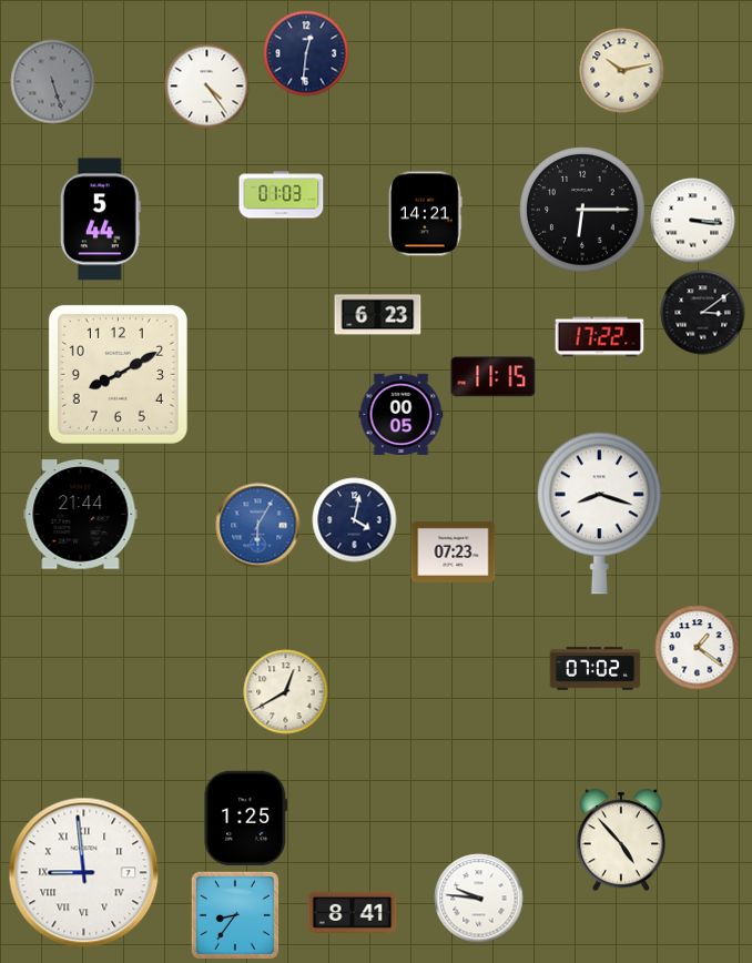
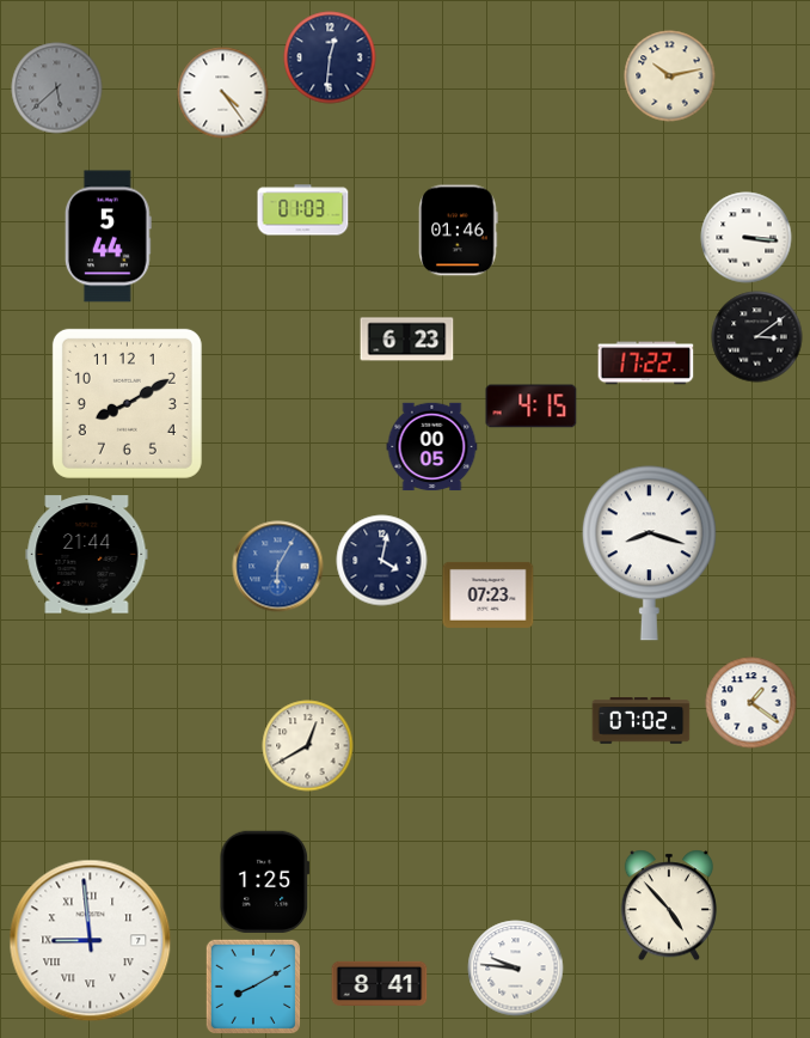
clock at (53, 82): 5:27 -> 5:38
clock at (582, 210): 6:15 -> none
clock at (426, 214): 14:21 -> 01:46
clock at (494, 377): 11:15 -> 4:15
clock at (599, 514) position: (599, 514) -> (649, 554)
clock at (698, 648) position: (698, 648) -> (751, 703)
clock at (234, 914): 8:36 -> 8:10
